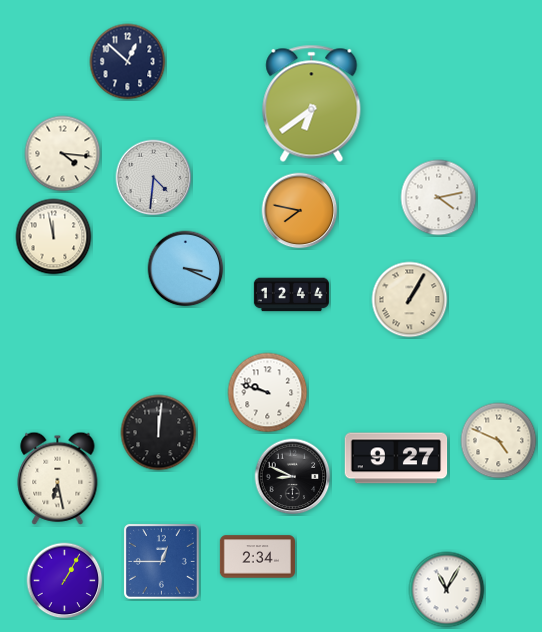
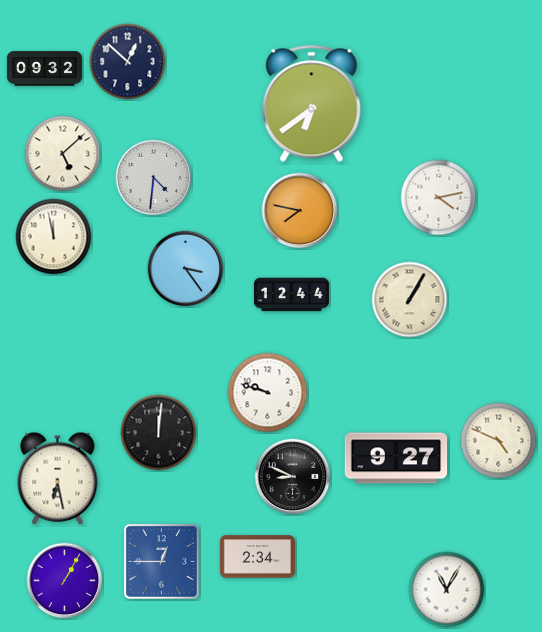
clock at (44, 69): none -> 09:32
clock at (63, 154): 4:16 -> 5:08
clock at (186, 269): 3:19 -> 3:24
